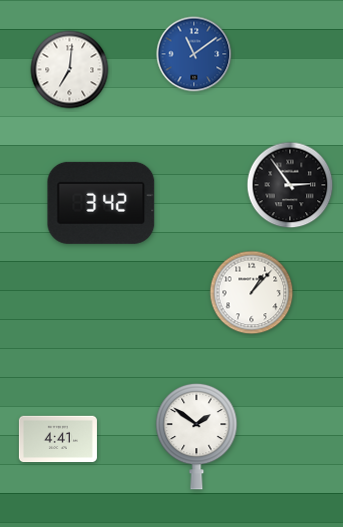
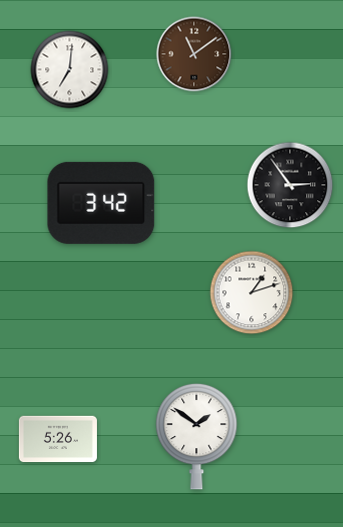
clock at (194, 54) dial: blue -> brown
clock at (252, 293): 1:07 -> 1:12
clock at (58, 439): 4:41 -> 5:26
